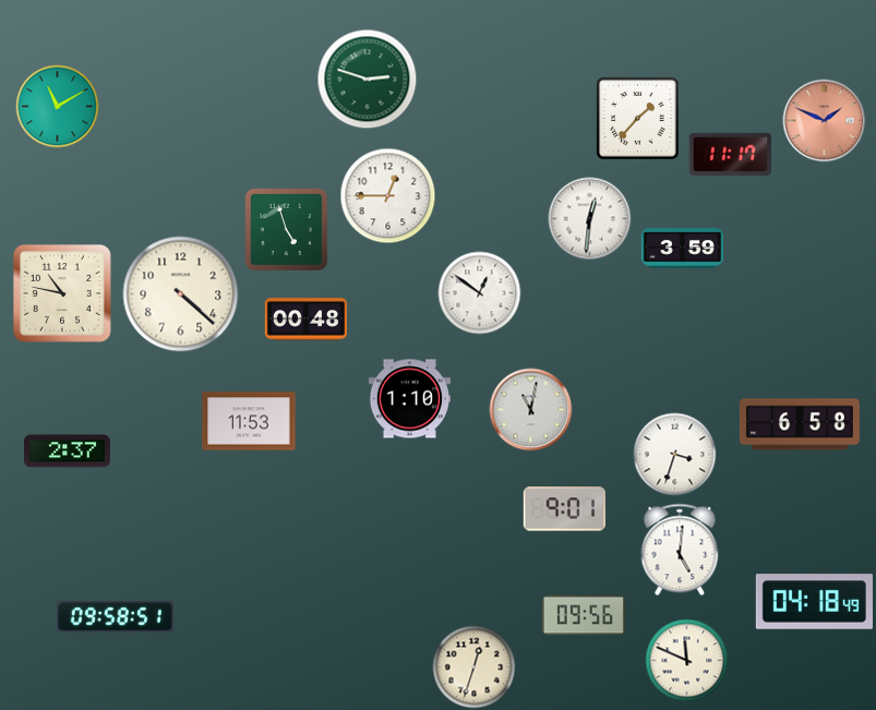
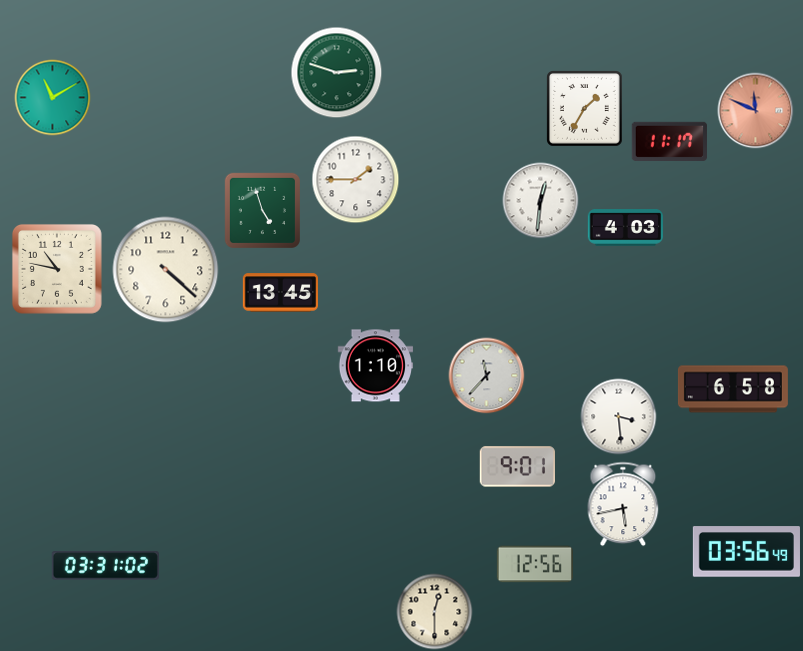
clock at (638, 119): 1:37 -> 1:35
clock at (825, 121): 1:49 -> 11:49
clock at (388, 196): 12:45 -> 1:45
clock at (682, 249): 3:59 -> 4:03
clock at (480, 293): 12:51 -> none
clock at (305, 320): 00:48 -> 13:45
clock at (531, 410): 11:02 -> 11:37
clock at (249, 421): 11:53 -> none
clock at (67, 452): 2:37 -> none
clock at (675, 455): 3:33 -> 3:29
clock at (680, 550): 5:01 -> 5:43
clock at (814, 602): 04:18 -> 03:56
clock at (584, 615): 09:56 -> 12:56
clock at (115, 617): 09:58 -> 03:31
clock at (687, 661): 11:49 -> none
clock at (475, 667): 12:33 -> 12:30
